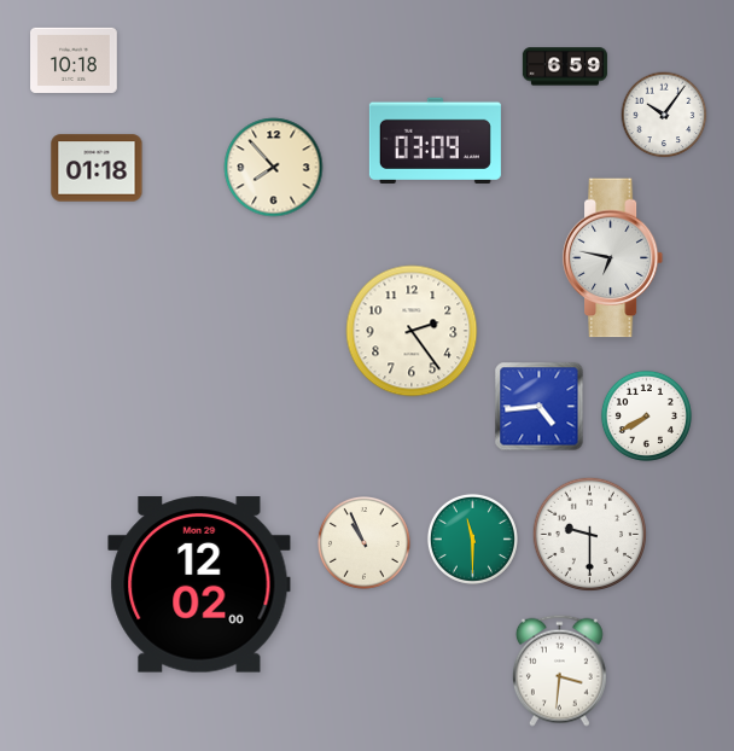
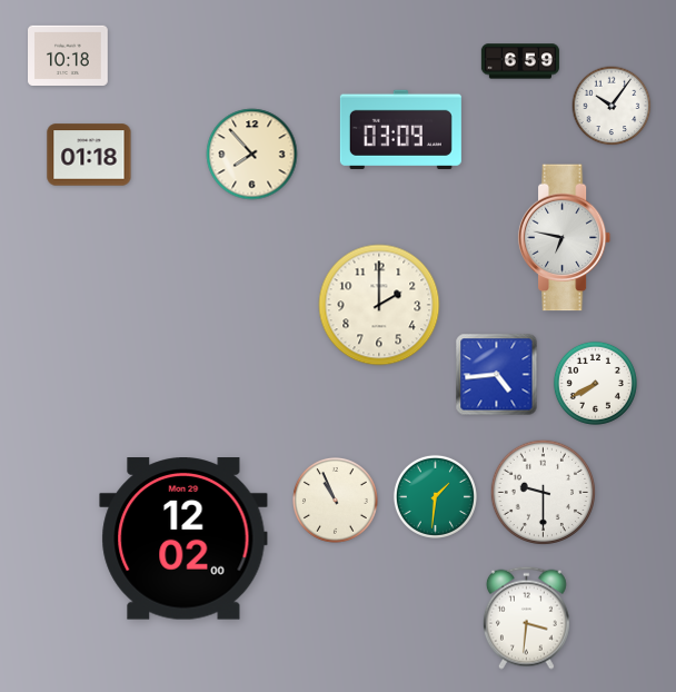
clock at (412, 331): 2:24 -> 2:00
clock at (472, 538): 11:30 -> 1:31
clock at (559, 670) position: (559, 670) -> (526, 617)
